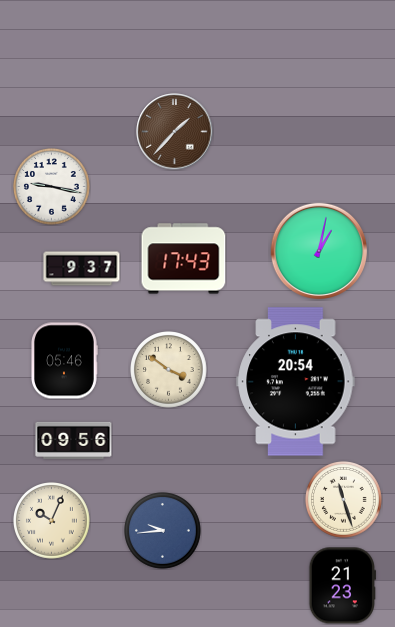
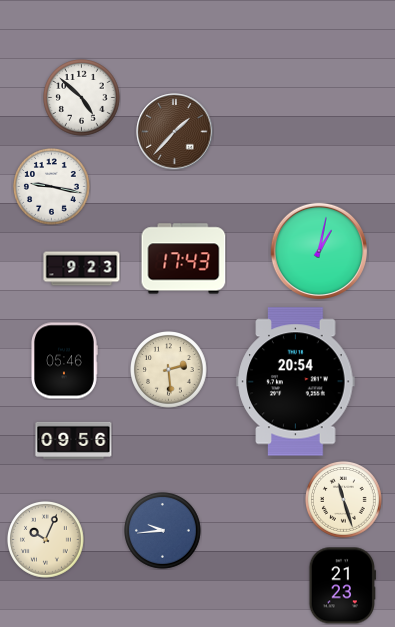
clock at (82, 98): none -> 4:52
clock at (82, 269): 9:37 -> 9:23
clock at (169, 370): 3:51 -> 2:29
clock at (52, 521) position: (52, 521) -> (46, 540)
